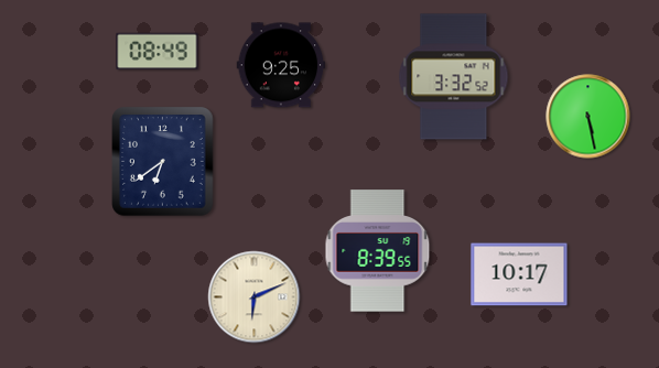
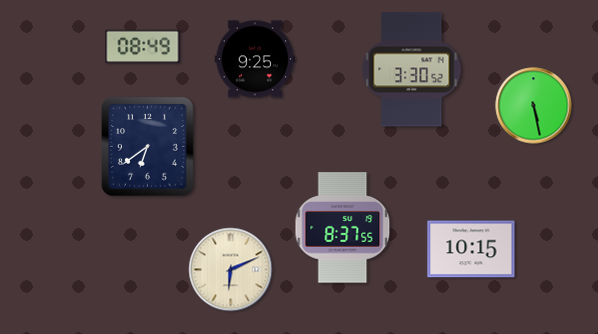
clock at (454, 77): 3:32 -> 3:30
clock at (378, 251): 8:39 -> 8:37
clock at (519, 274): 10:17 -> 10:15
